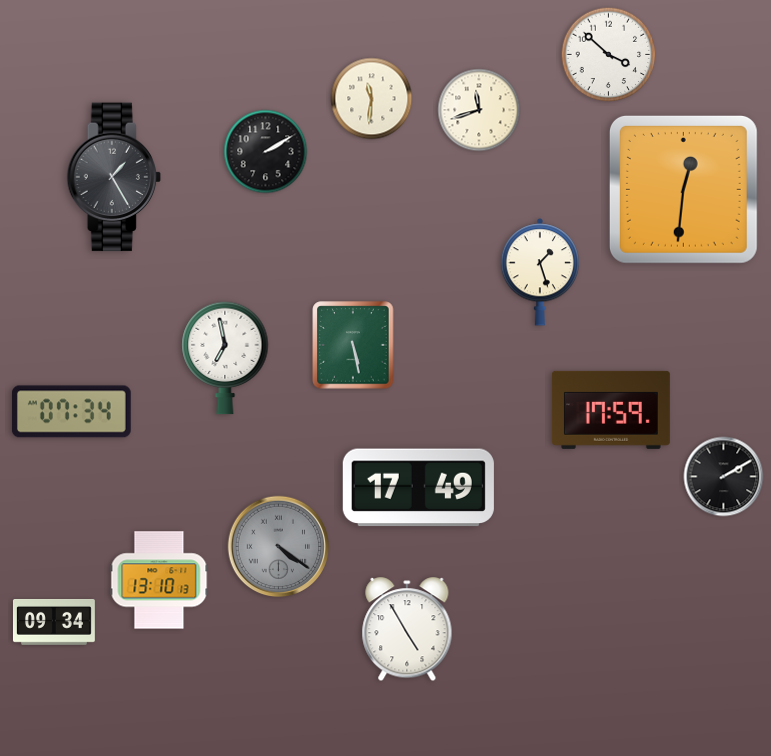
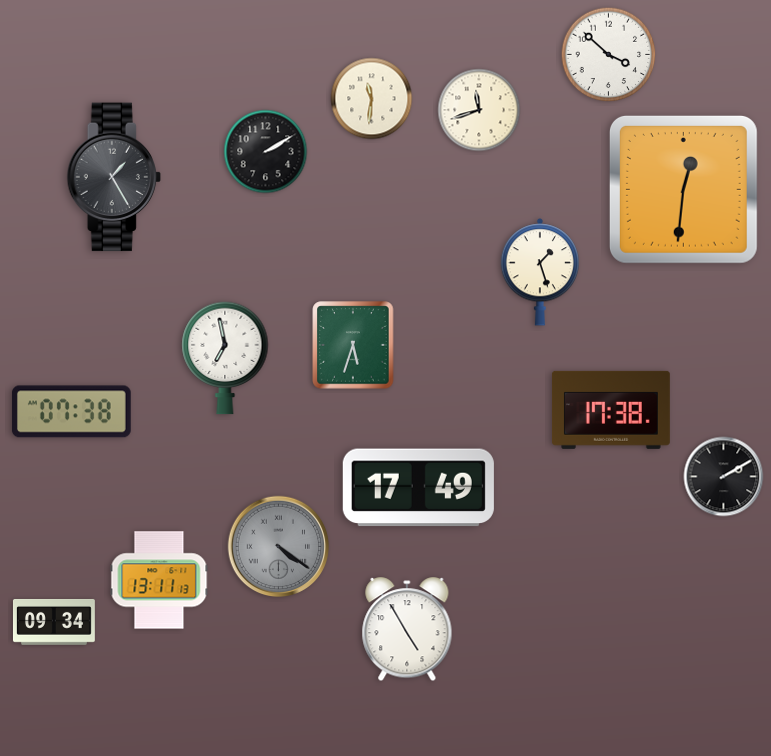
clock at (353, 345): 5:28 -> 5:33
clock at (611, 410): 17:59 -> 17:38
clock at (71, 412): 07:34 -> 07:38
clock at (159, 580): 13:10 -> 13:11
